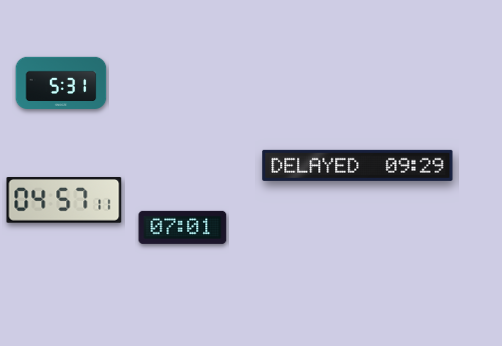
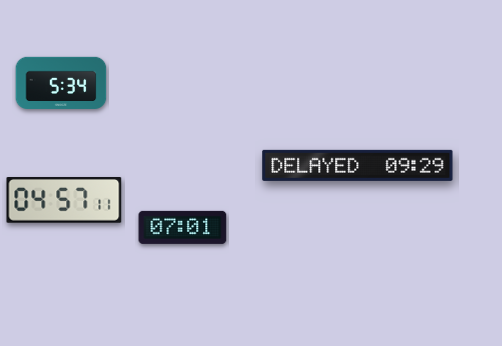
clock at (61, 83): 5:31 -> 5:34
